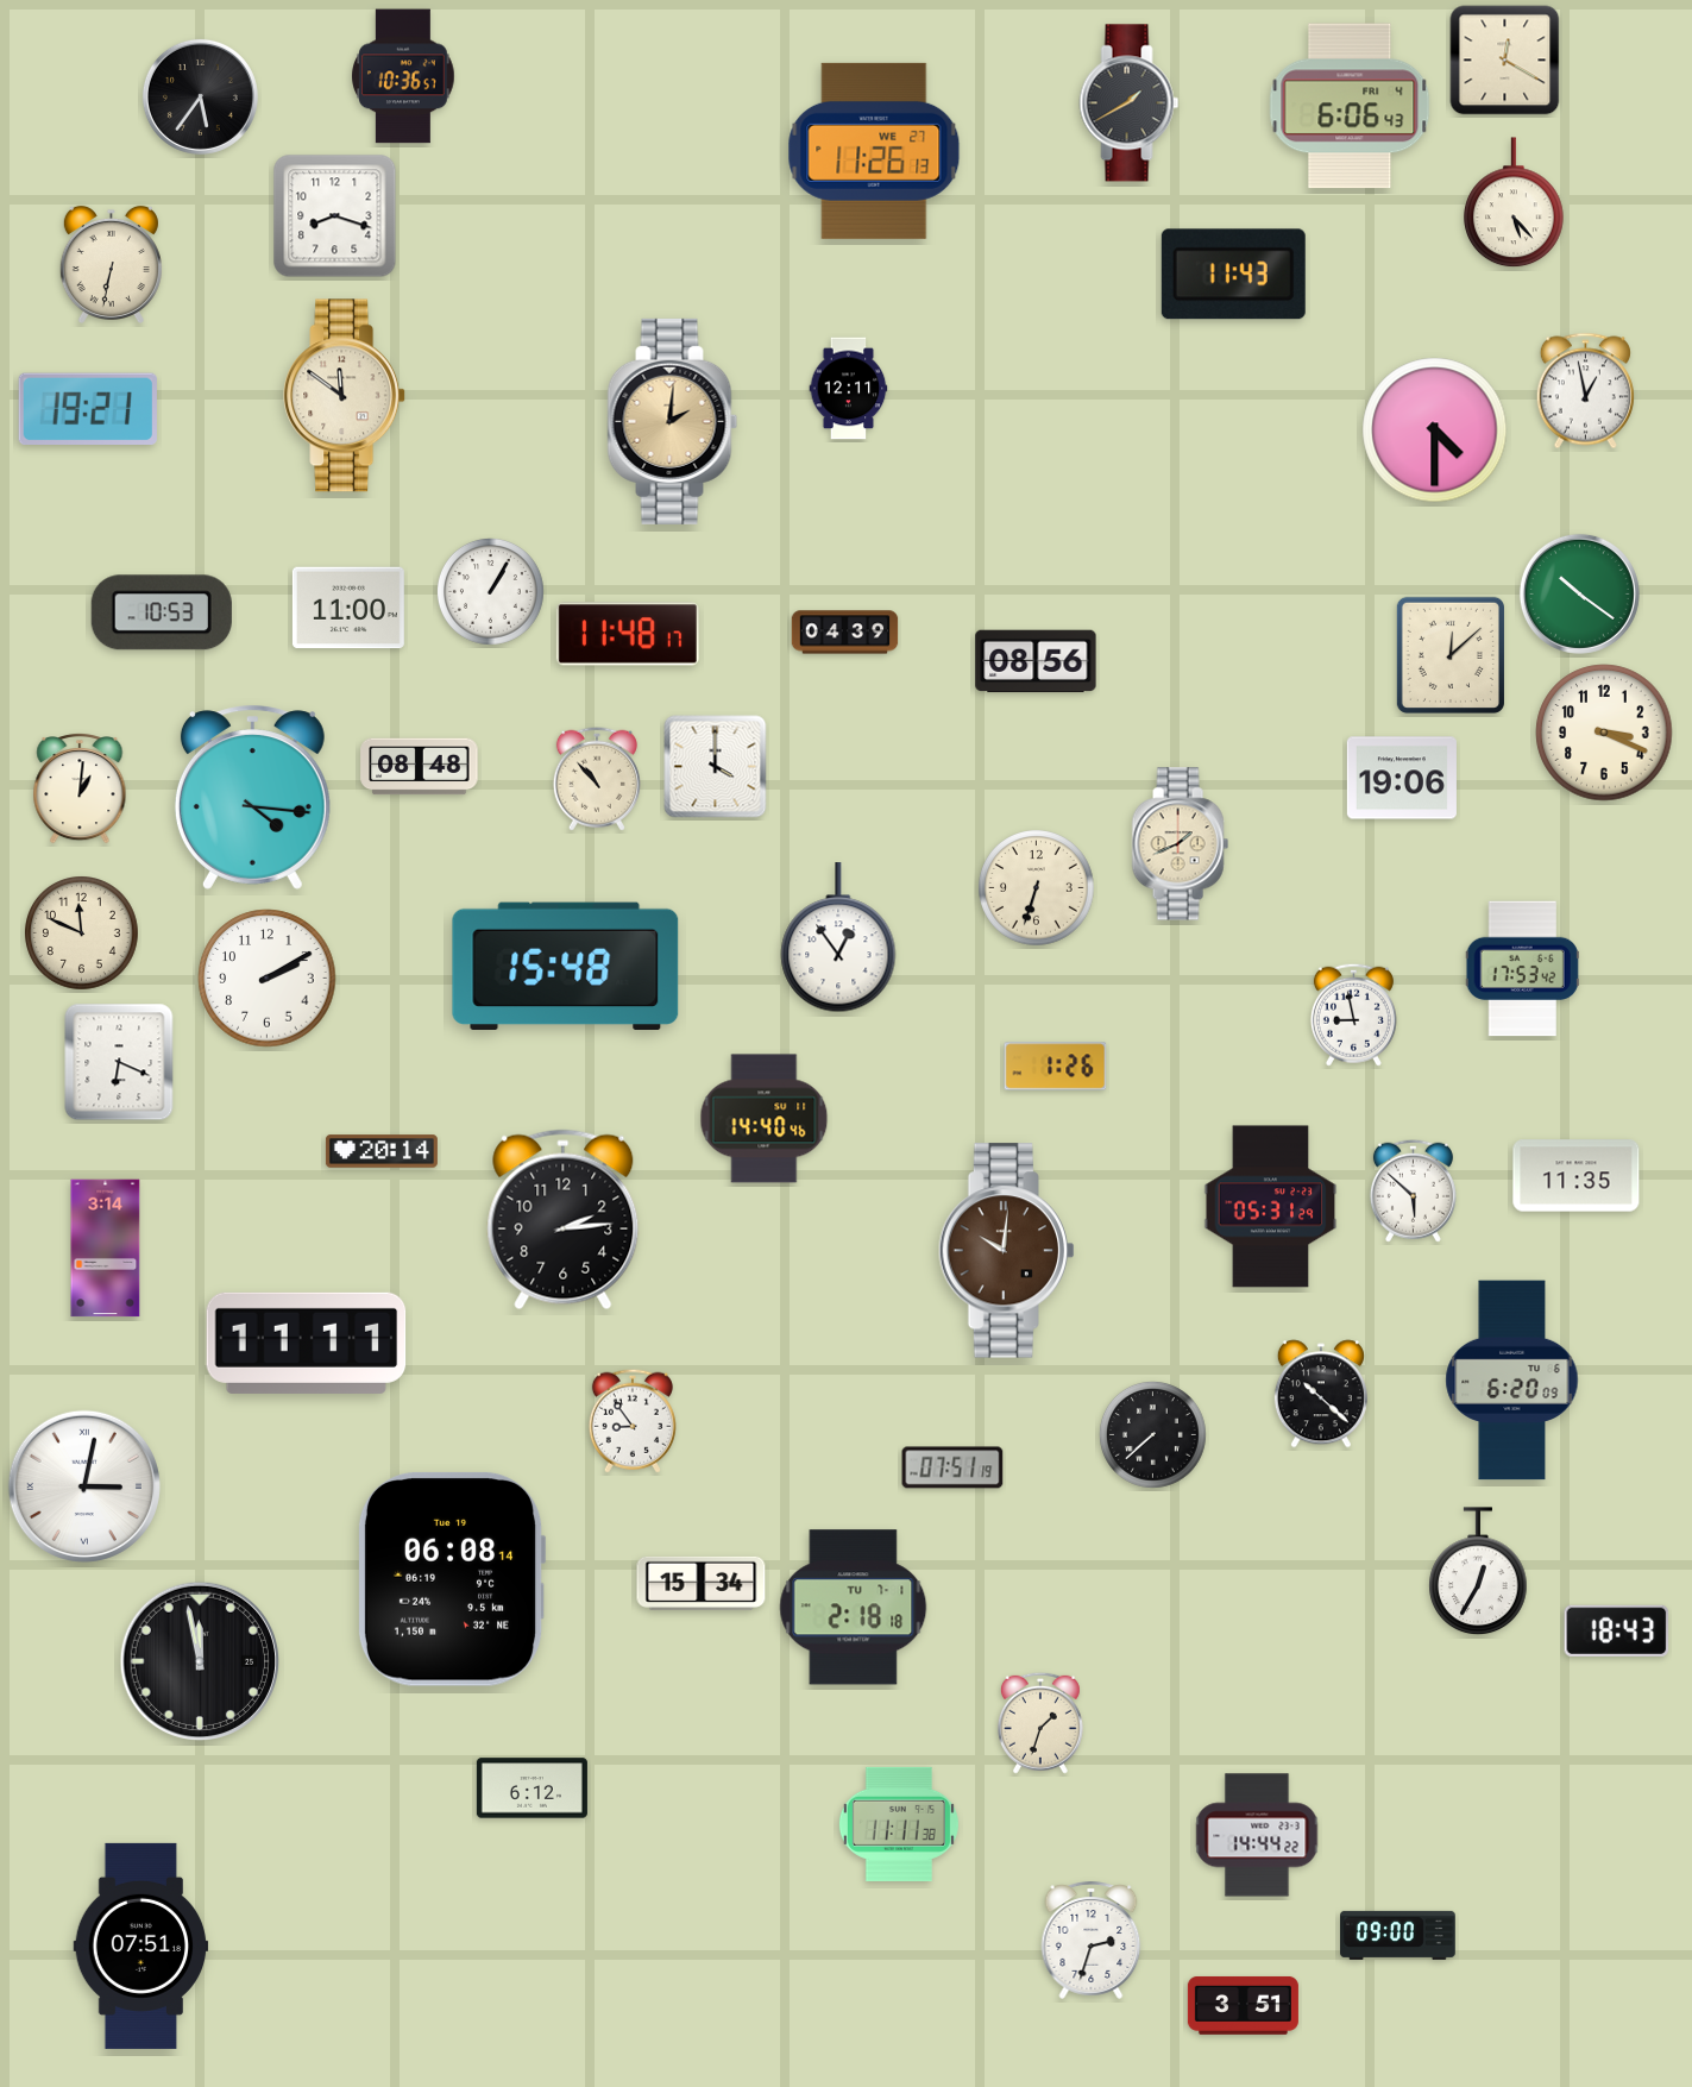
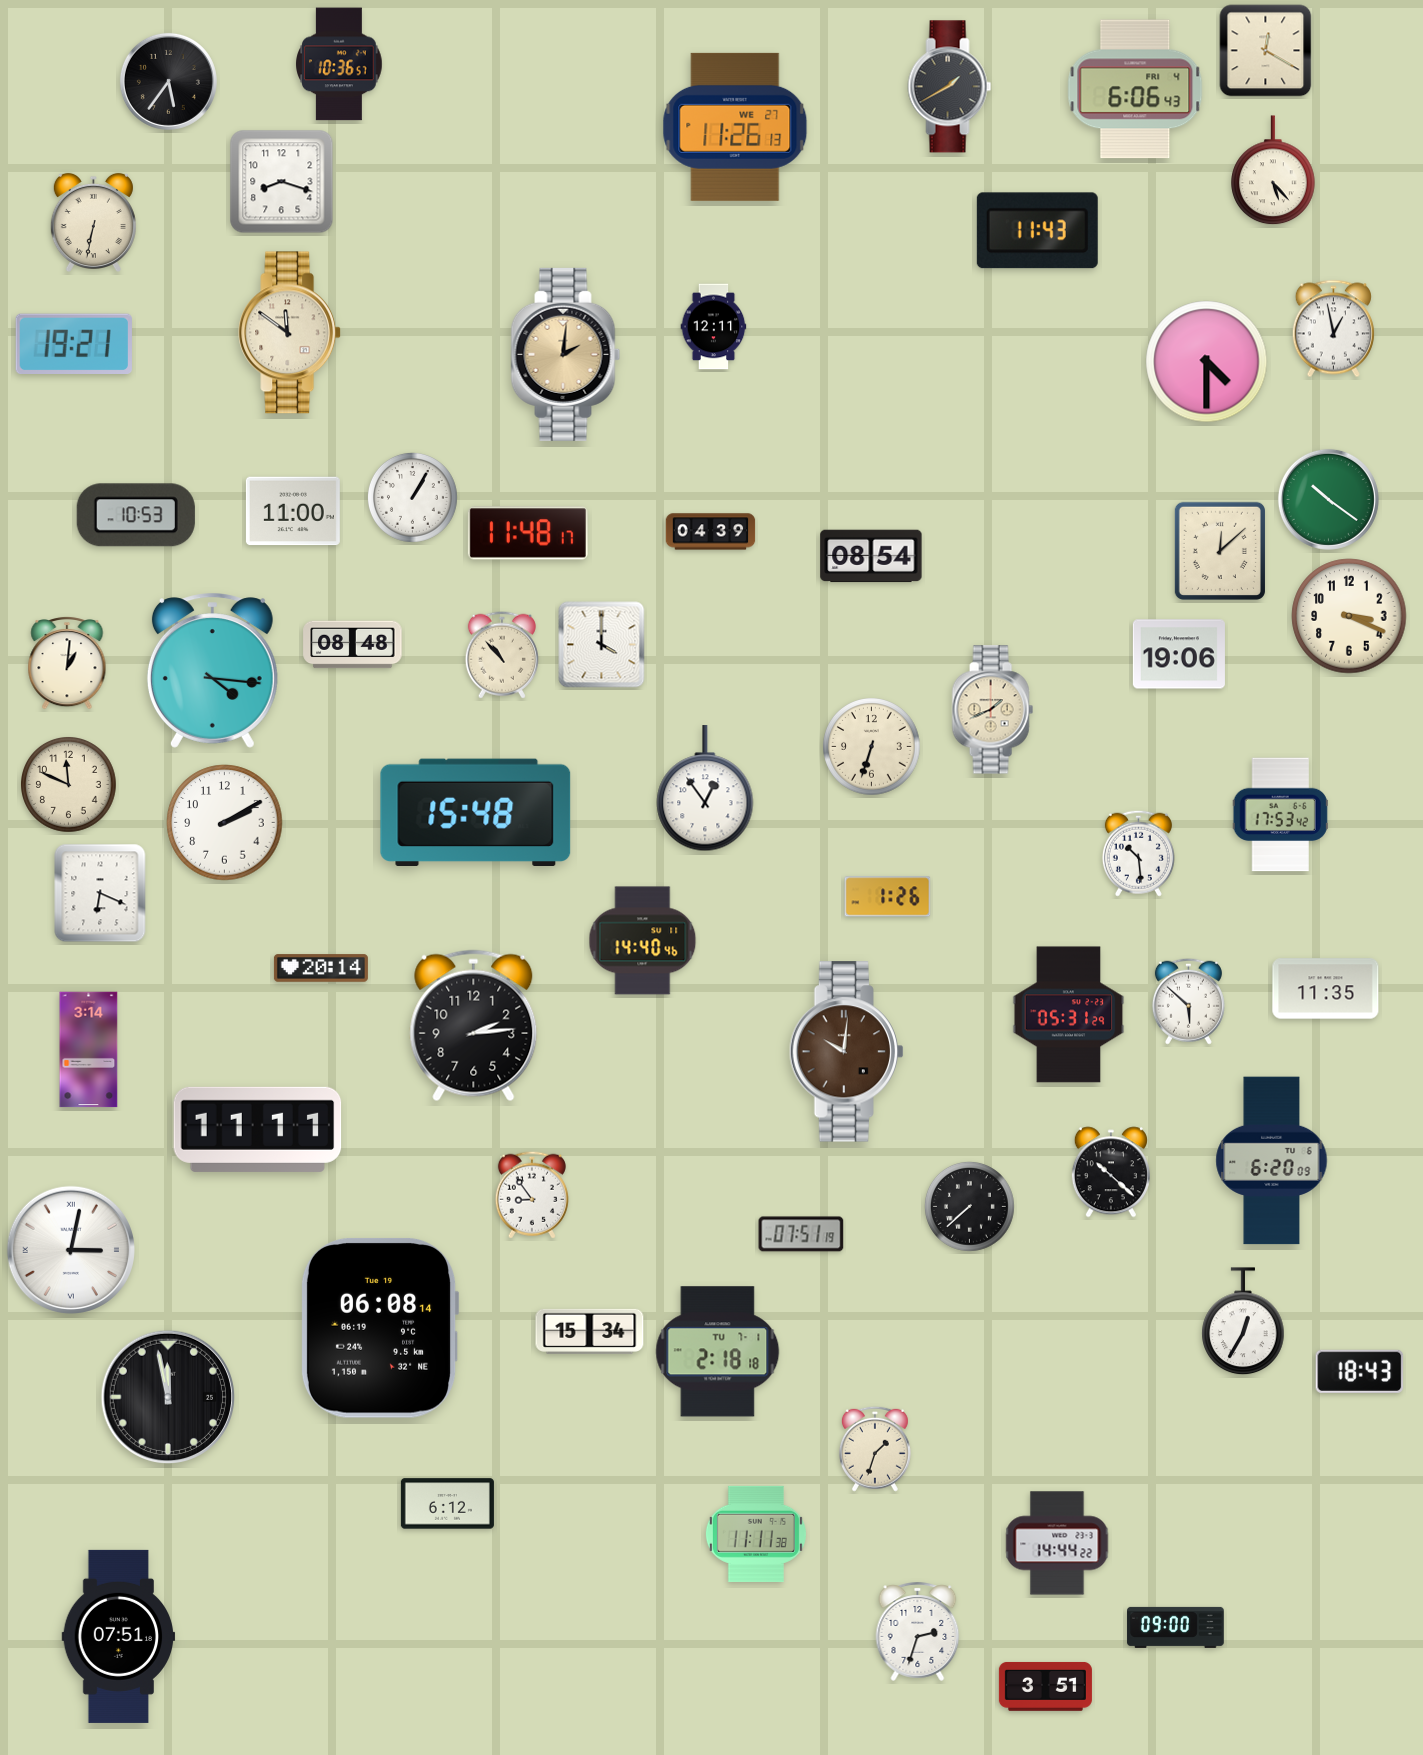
clock at (1036, 661): 08:56 -> 08:54
clock at (1353, 1014): 8:58 -> 10:29
